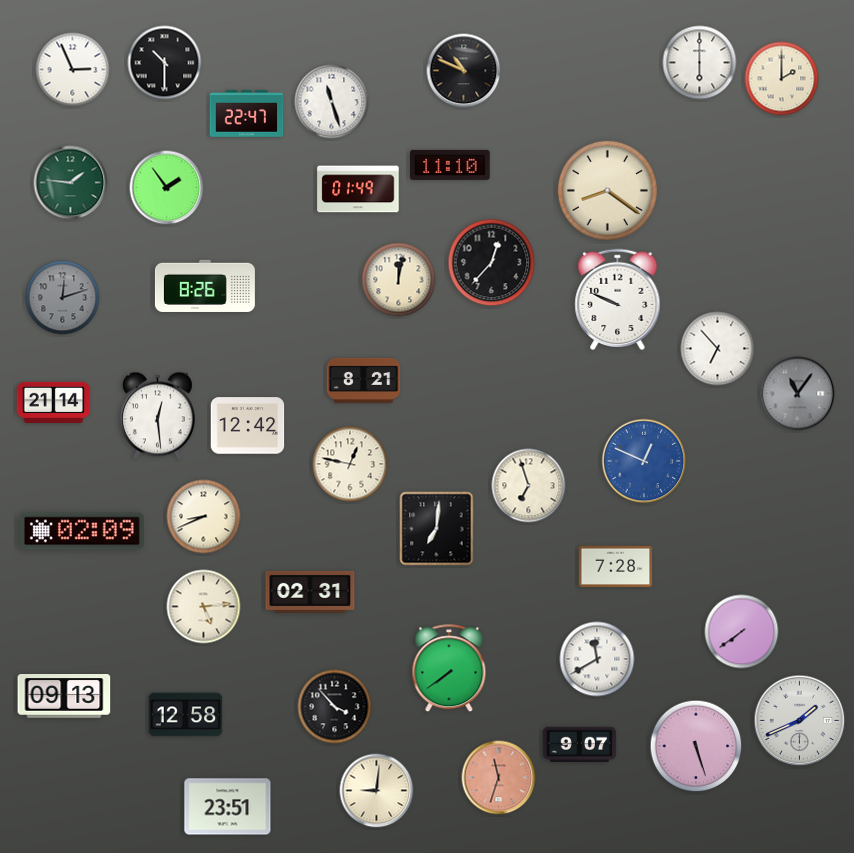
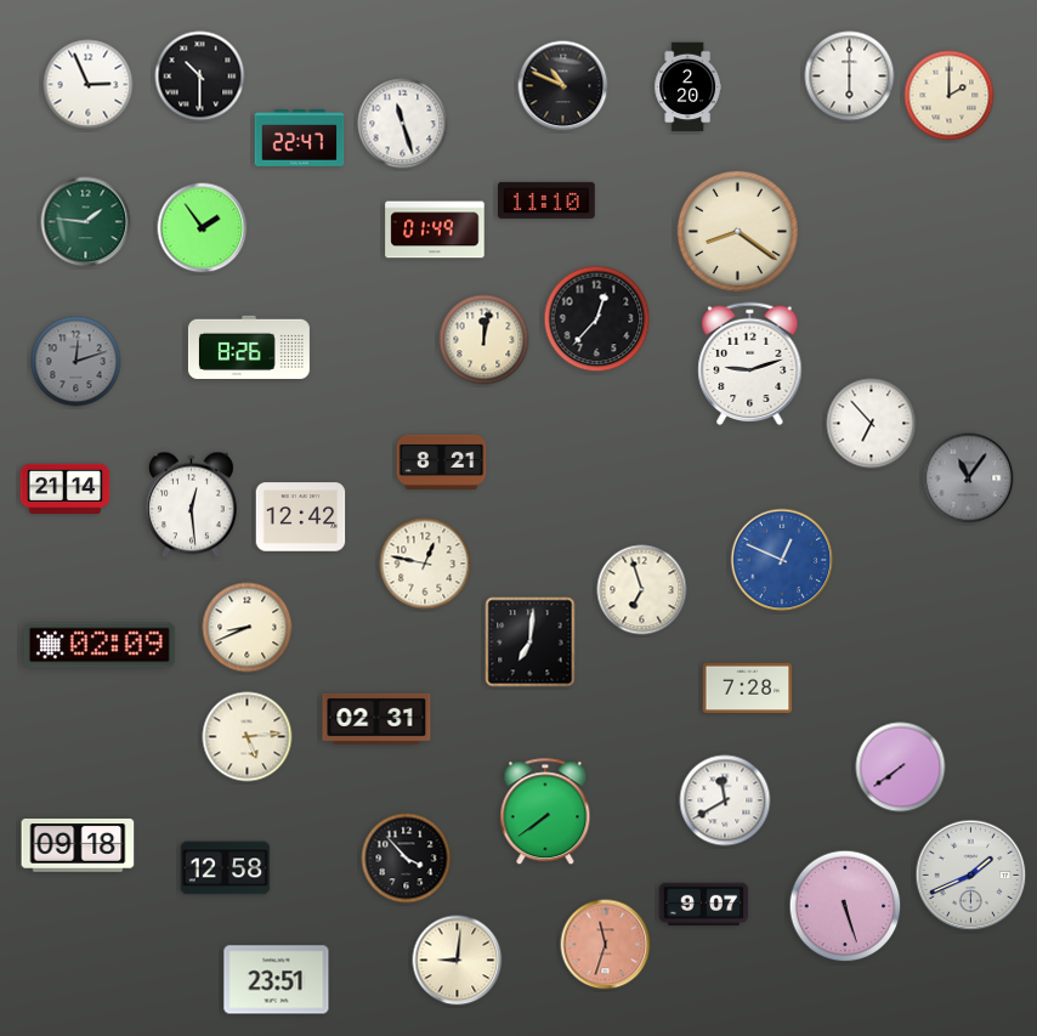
clock at (687, 87): none -> 2:20
clock at (618, 300): 9:49 -> 9:12
clock at (64, 697): 09:13 -> 09:18
